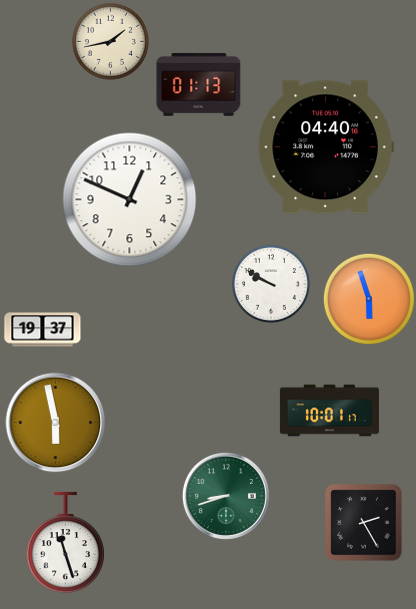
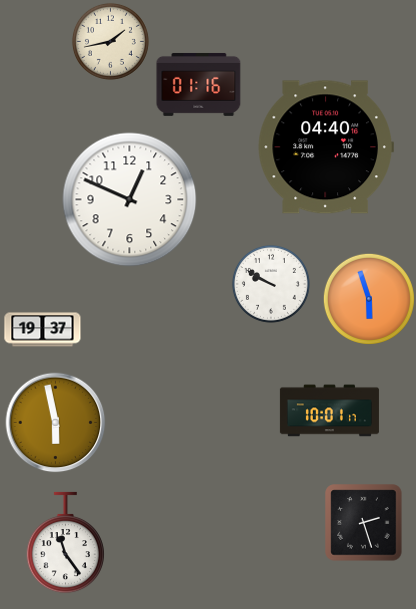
clock at (199, 84): 01:13 -> 01:16
clock at (226, 496): 8:42 -> none
clock at (364, 523): 2:25 -> 2:27
clock at (65, 543): 11:27 -> 11:24
